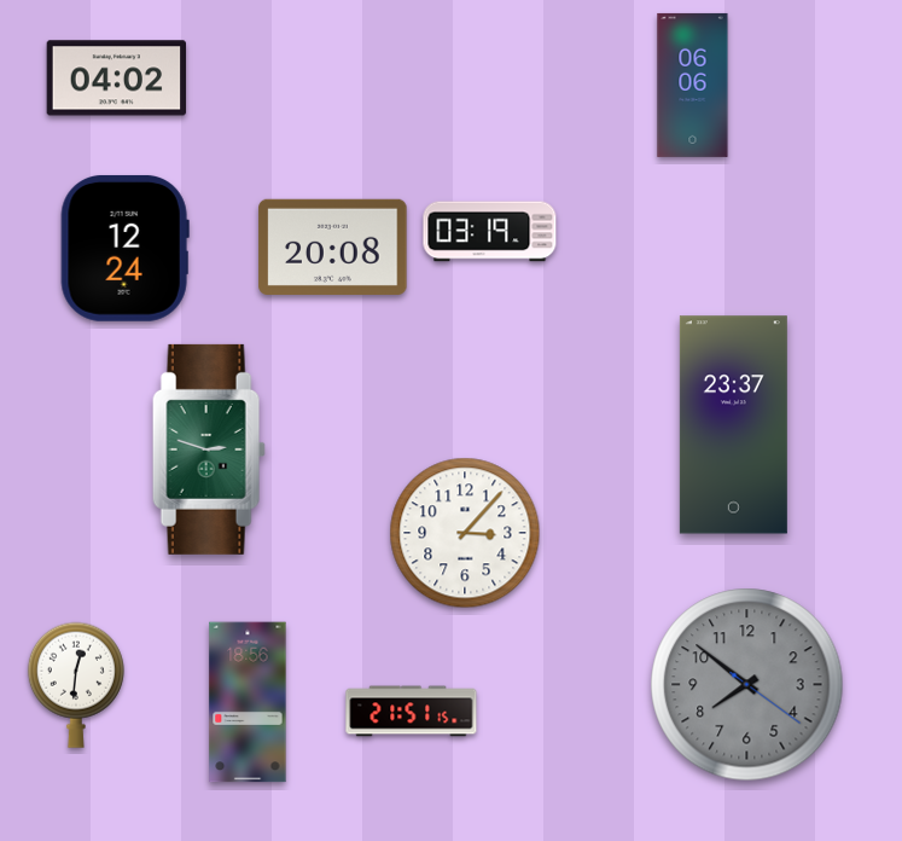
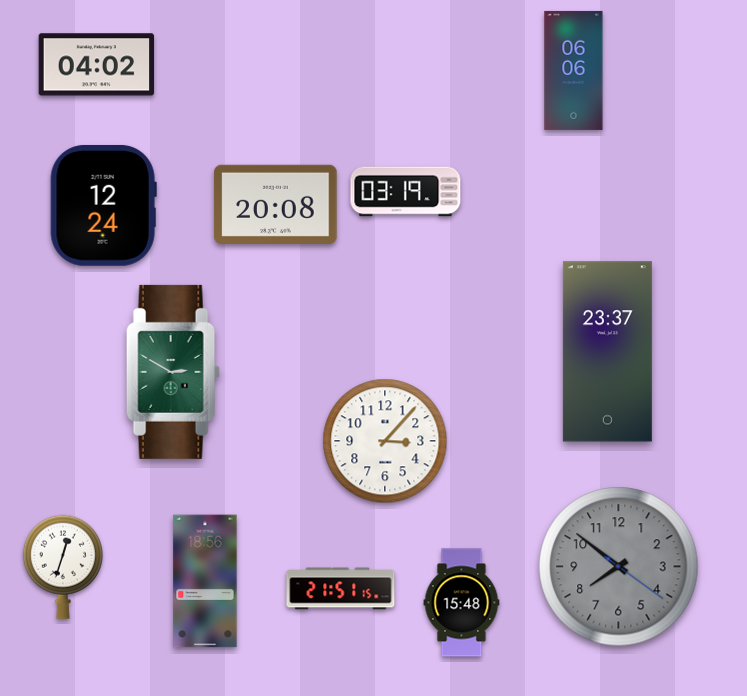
clock at (209, 449): 2:48 -> 2:50
clock at (76, 685): 12:31 -> 12:33
clock at (462, 603): none -> 15:48
